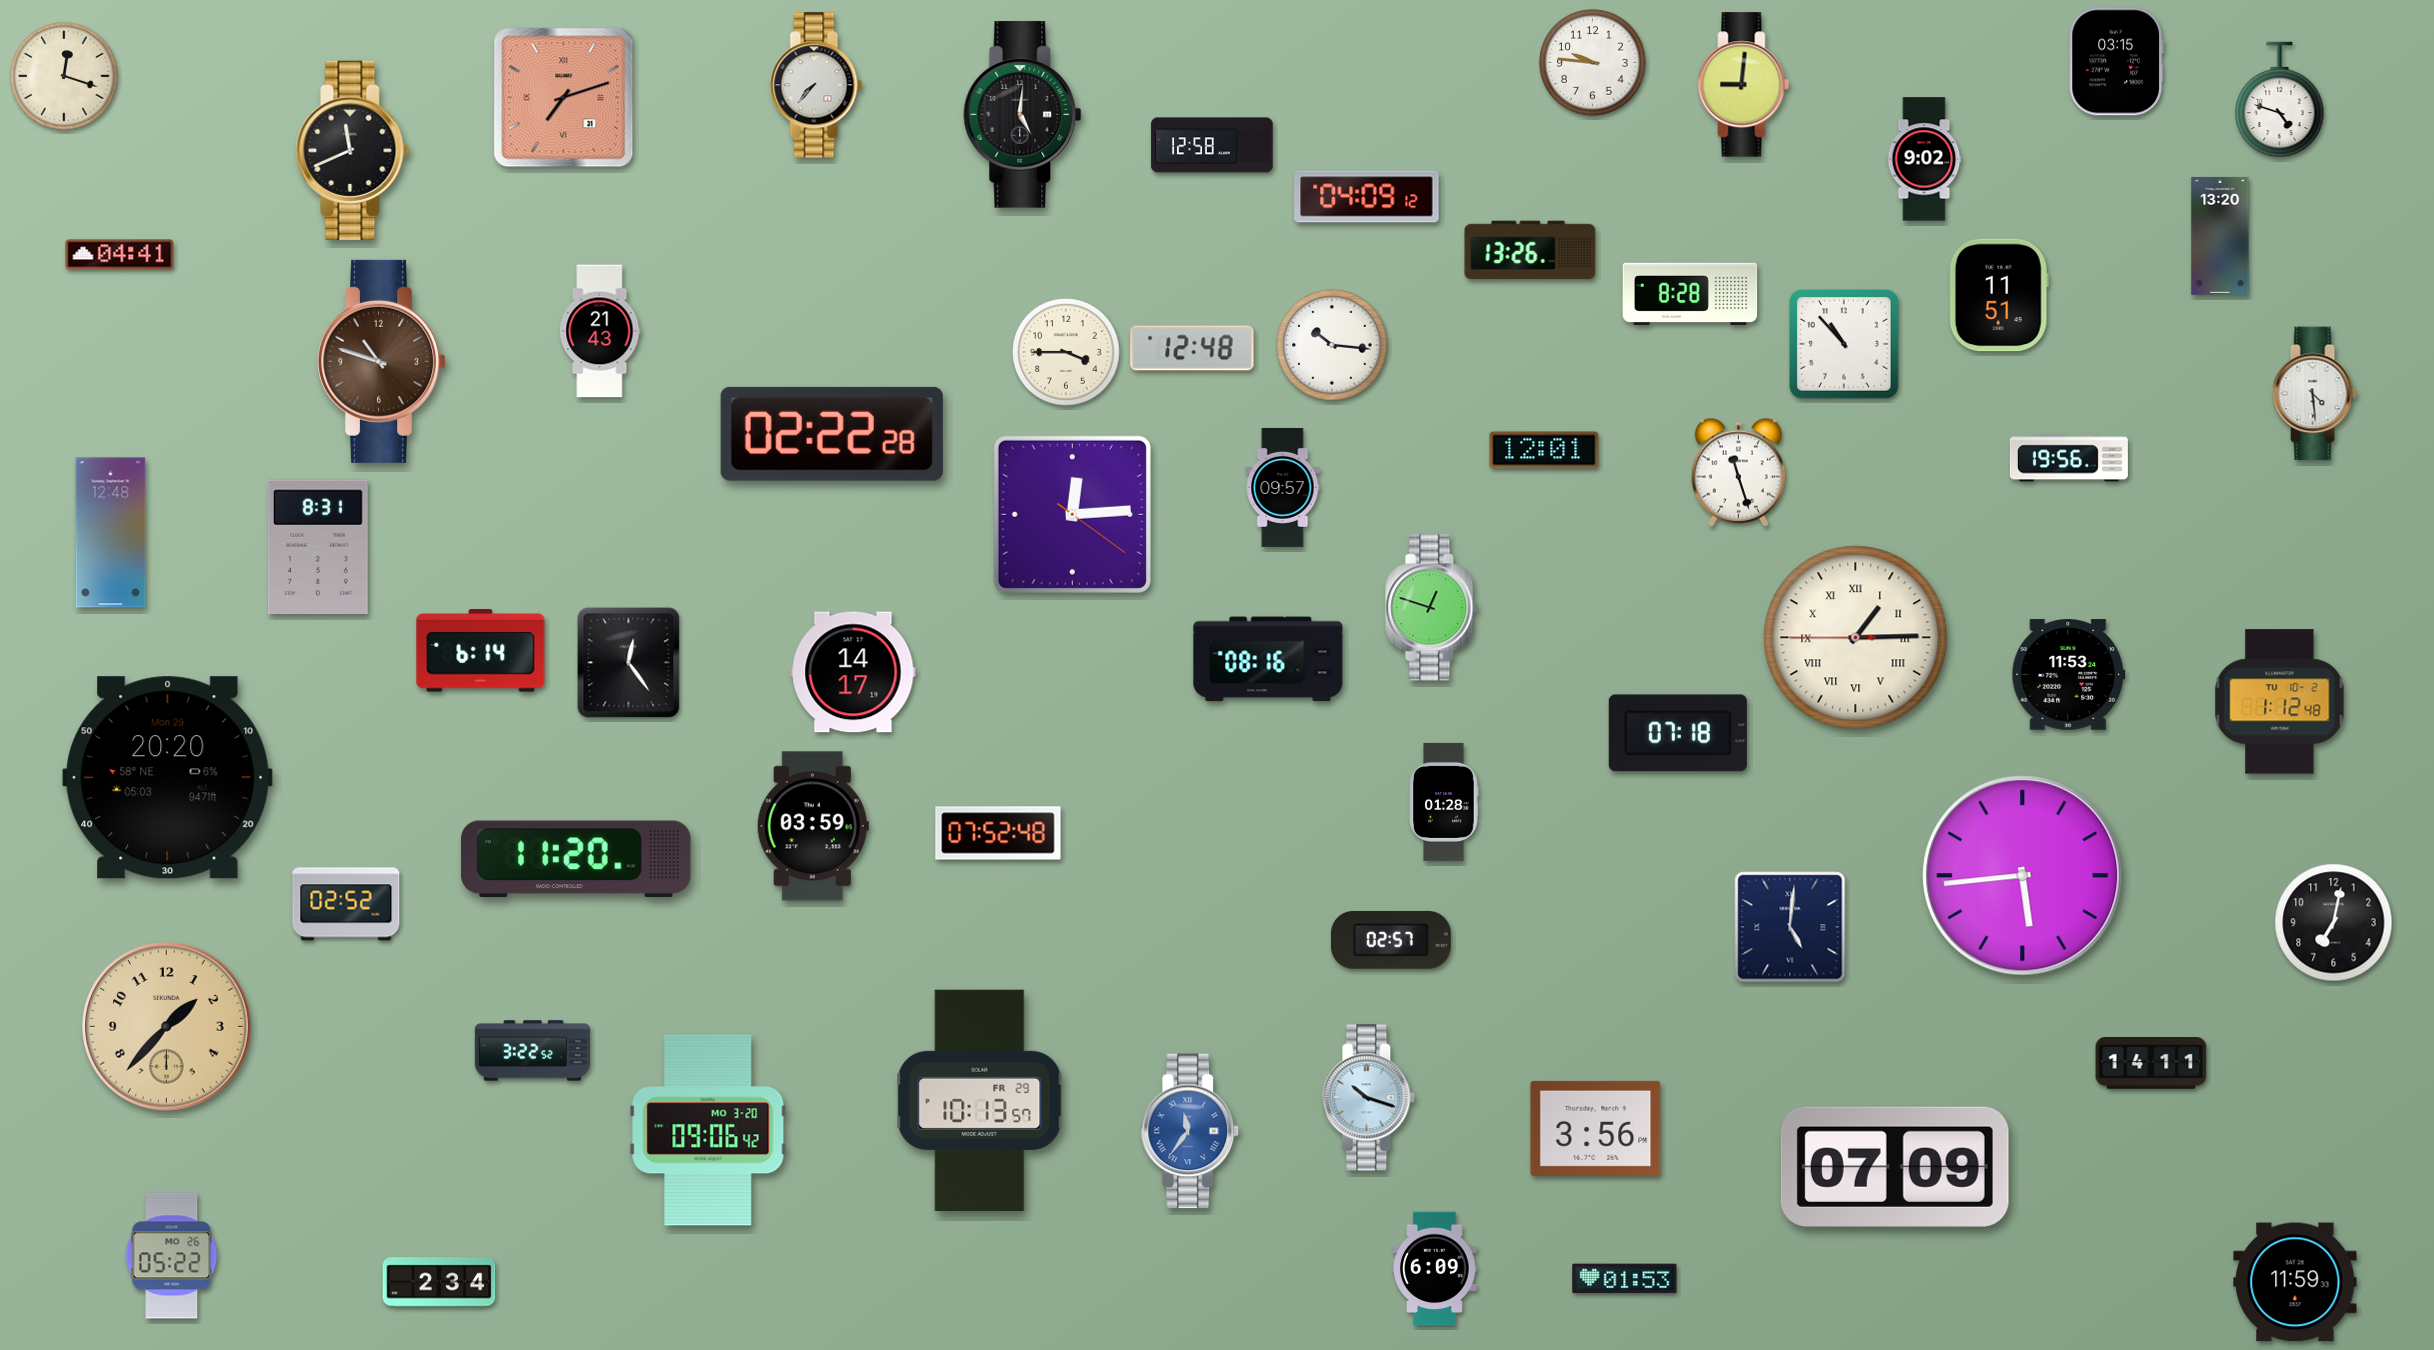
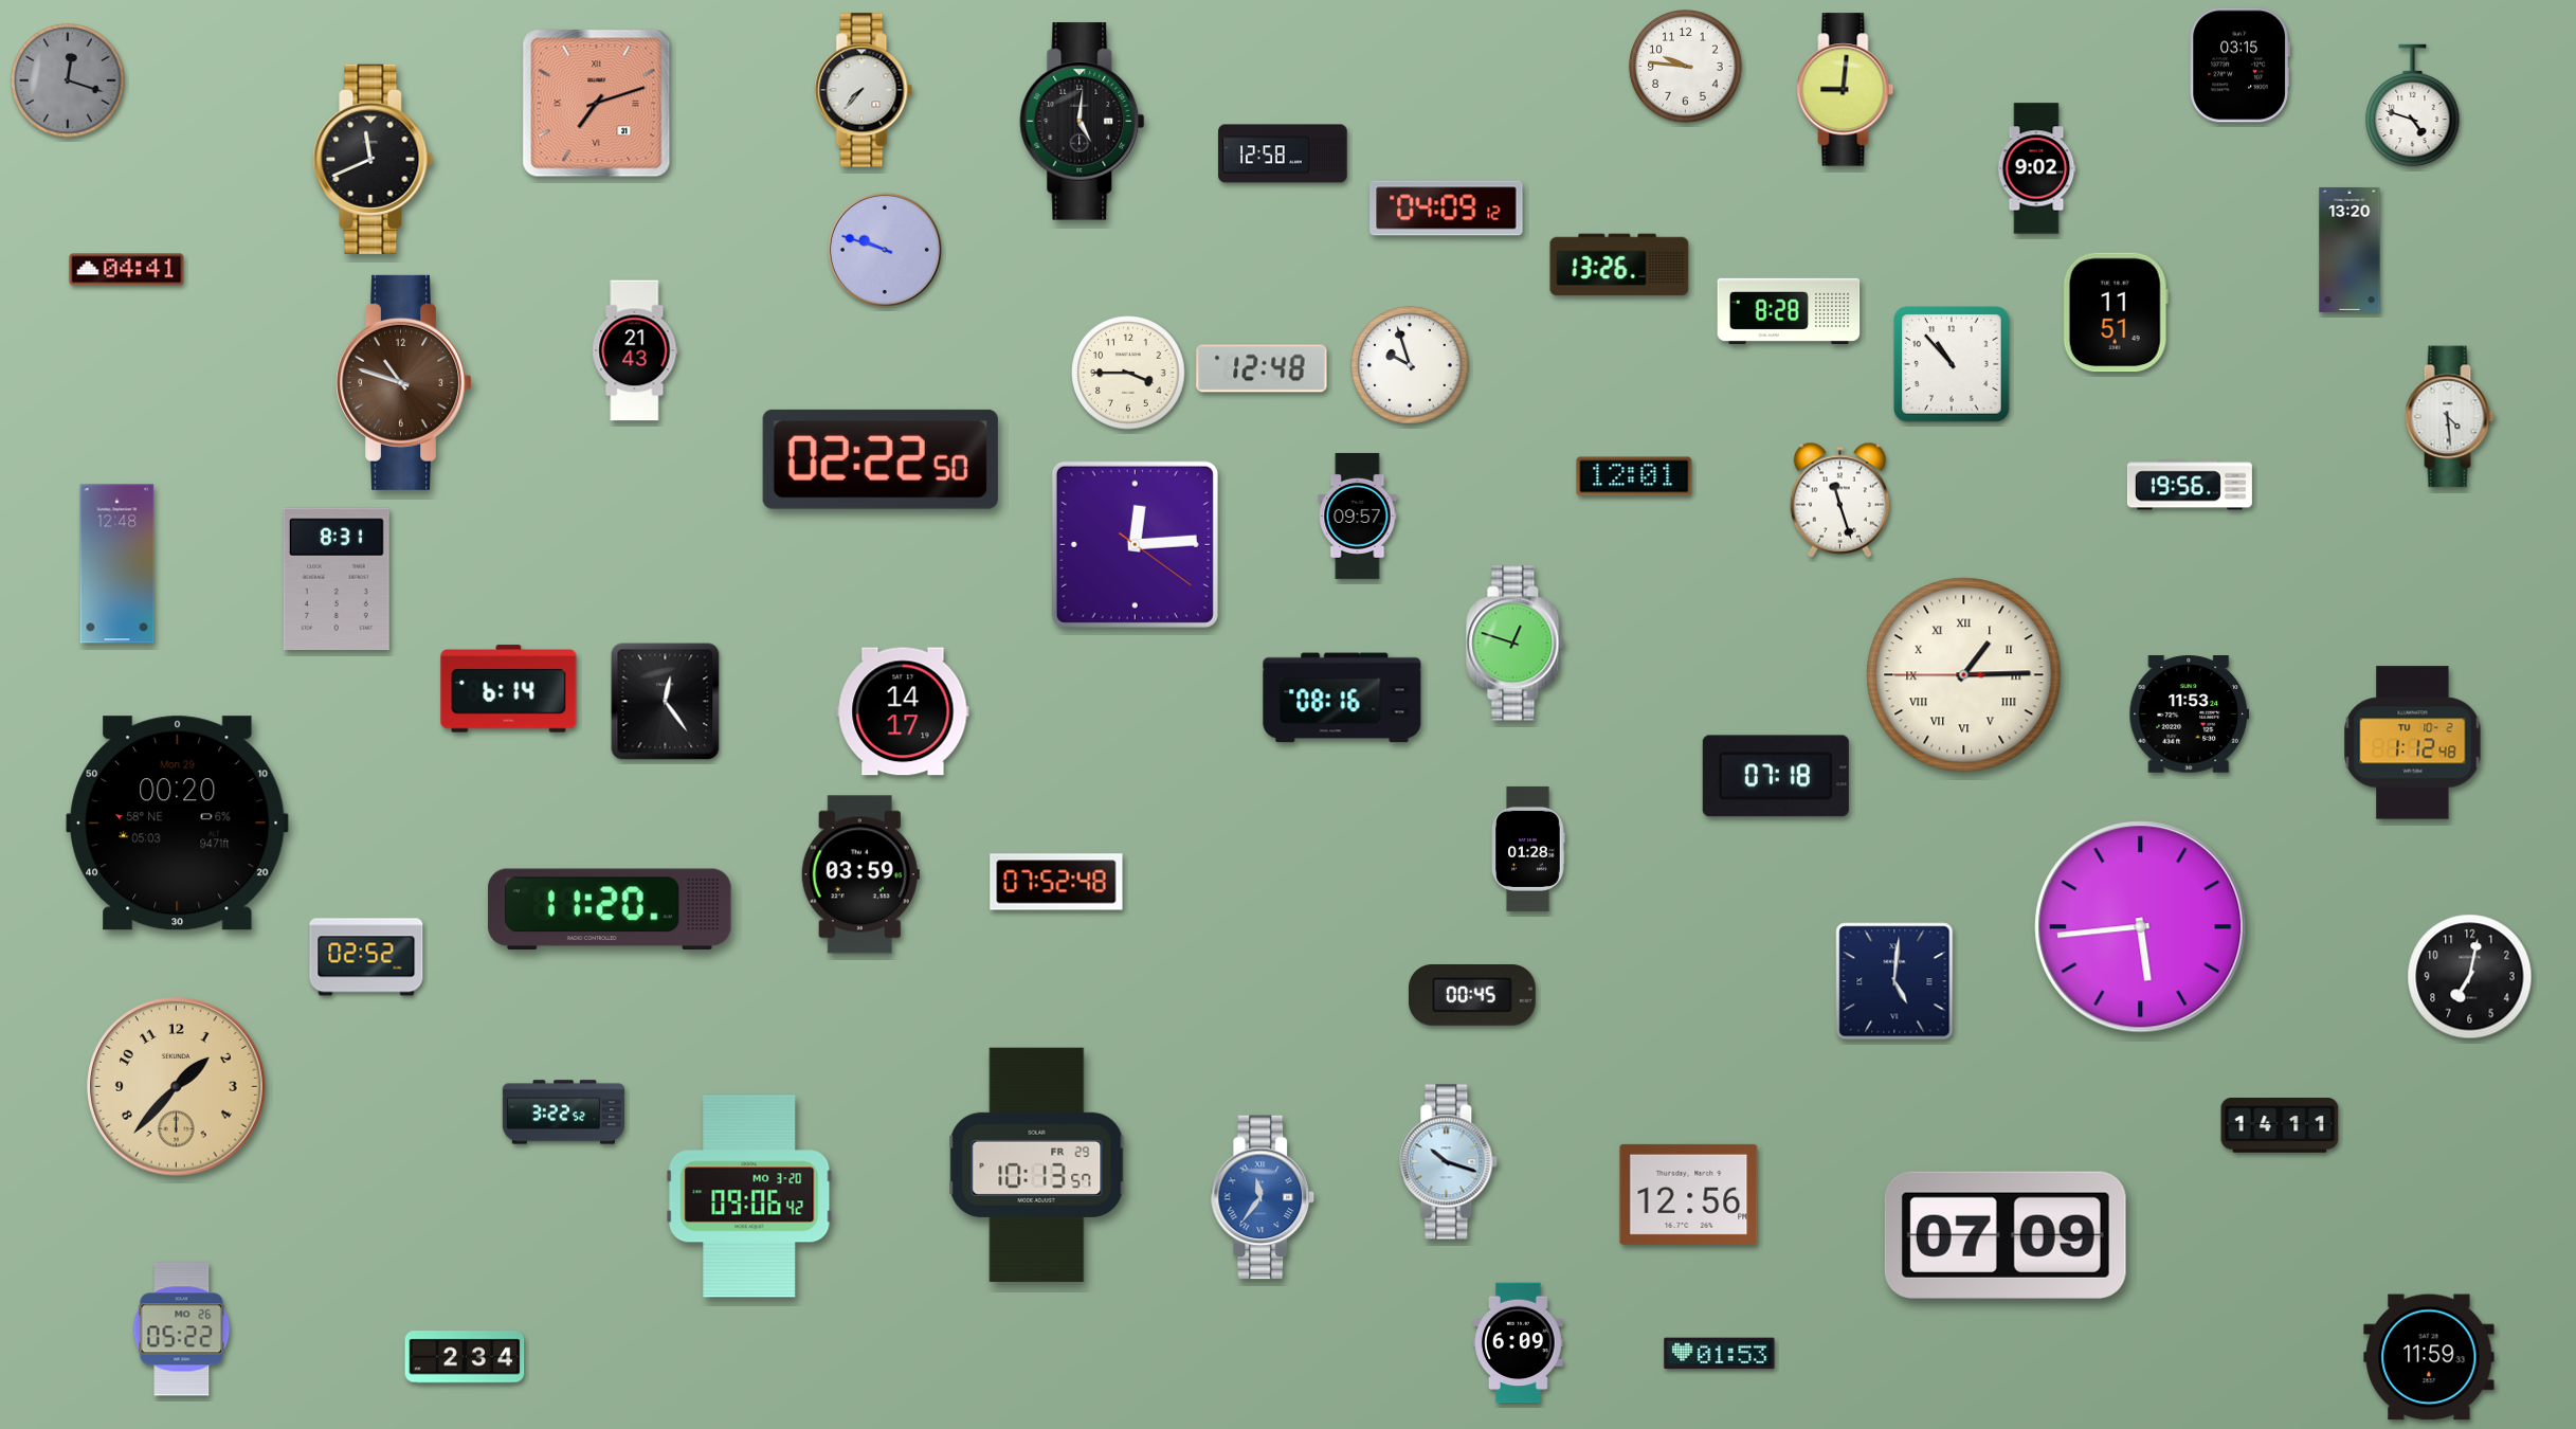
clock at (64, 76) dial: cream -> grey
clock at (885, 250): none -> 9:48
clock at (1332, 345): 10:16 -> 9:57
clock at (832, 434): 02:22:28 -> 02:22:50
clock at (168, 778): 20:20 -> 00:20
clock at (1391, 941): 02:57 -> 00:45
clock at (2151, 1064) position: (2151, 1064) -> (2280, 1126)
clock at (1596, 1128): 3:56 -> 12:56
clock at (1190, 1131) position: (1190, 1131) -> (1263, 1197)
